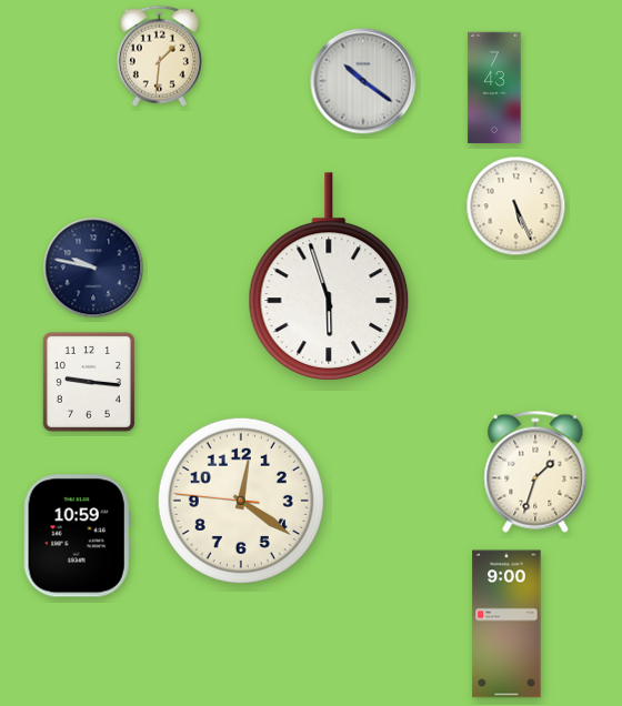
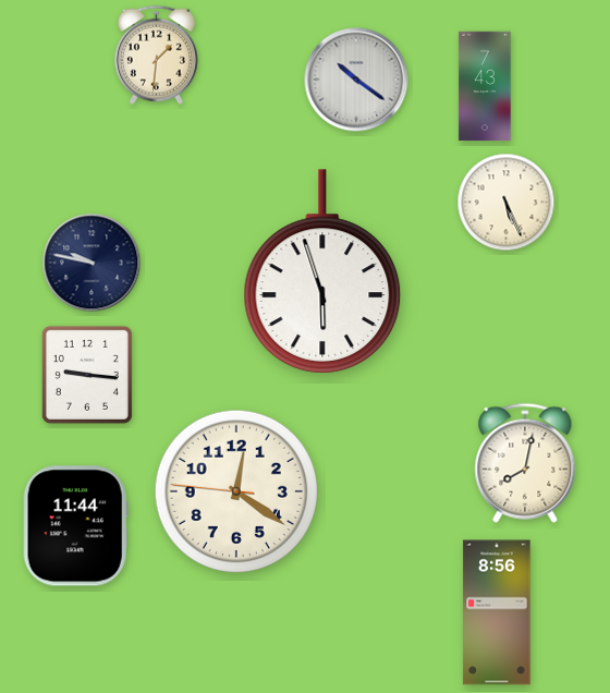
clock at (535, 472): 1:33 -> 8:02
clock at (77, 536): 10:59 -> 11:44
clock at (506, 624): 9:00 -> 8:56
